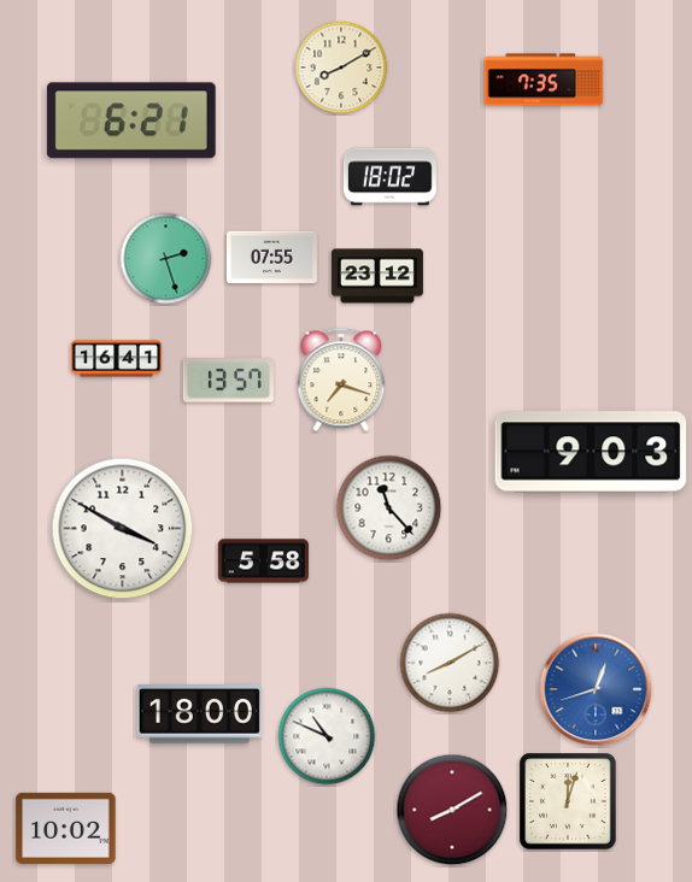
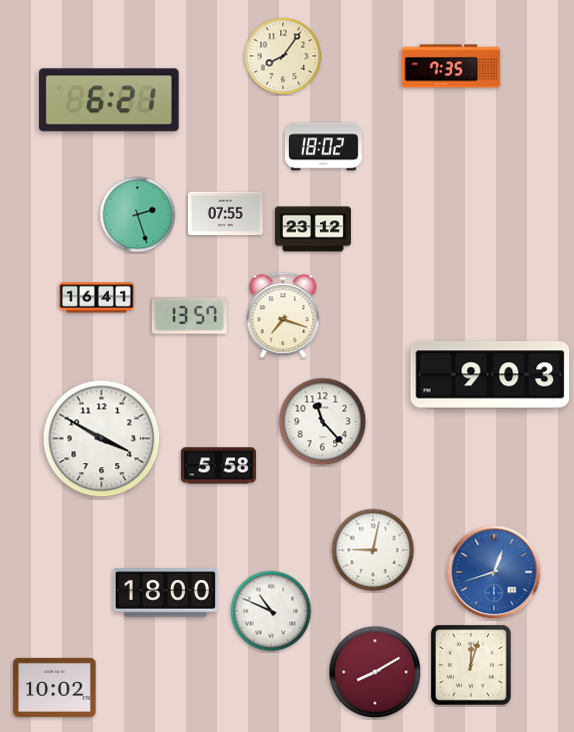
clock at (341, 67): 8:10 -> 8:06
clock at (450, 663): 8:10 -> 9:02
